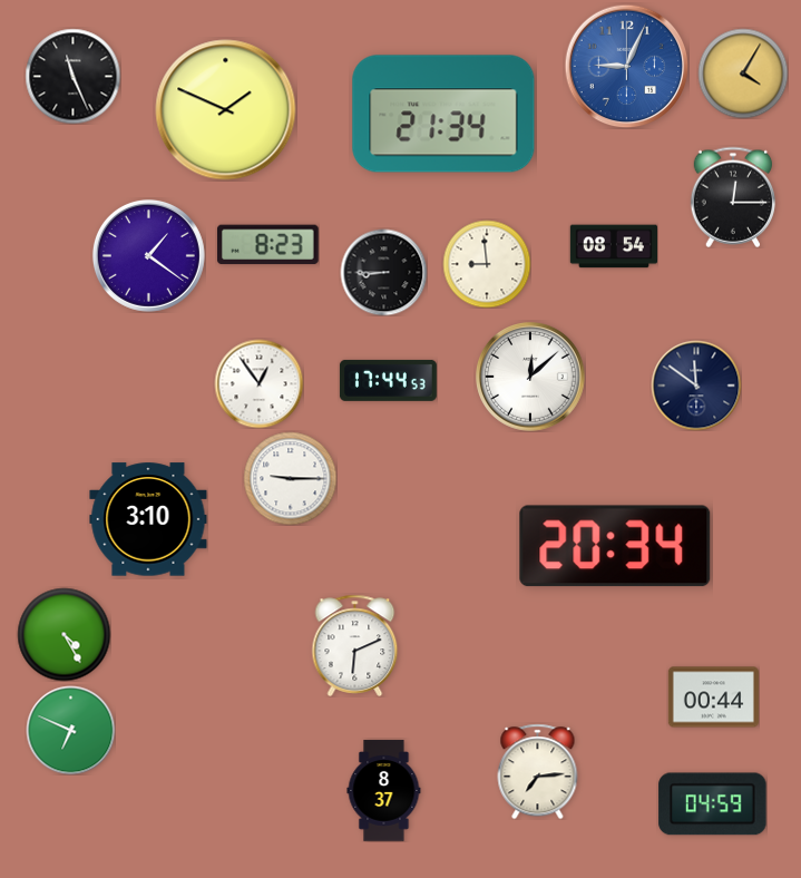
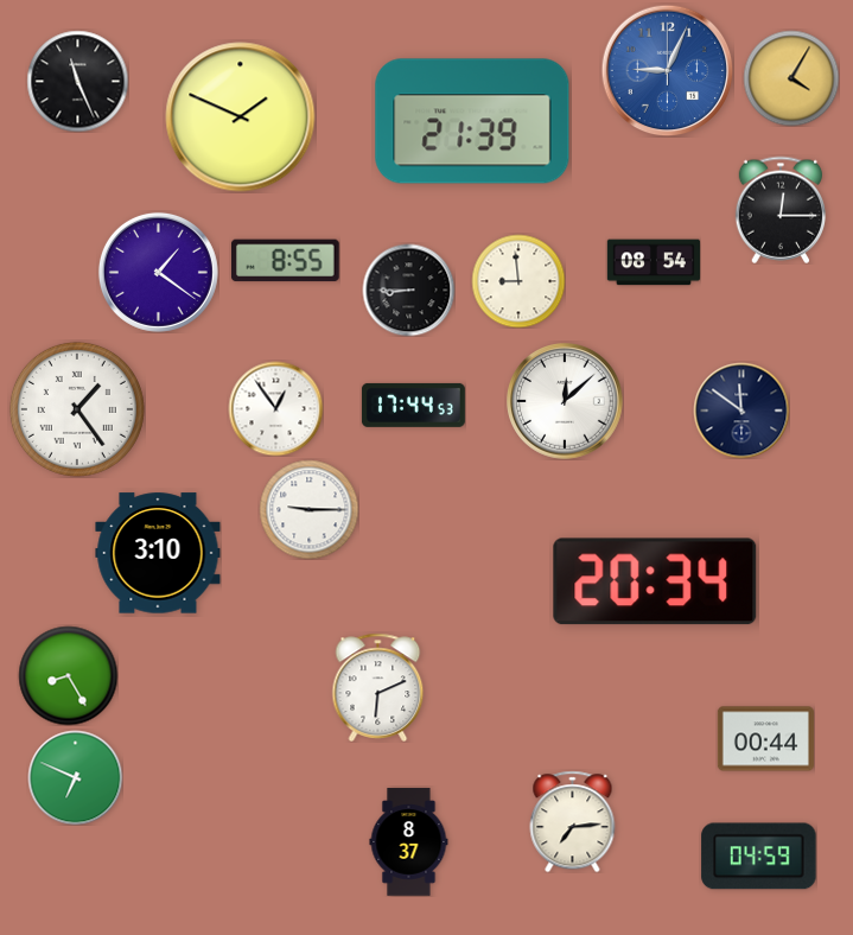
clock at (443, 114): 21:34 -> 21:39
clock at (267, 245): 8:23 -> 8:55
clock at (77, 409): none -> 1:24
clock at (64, 634): 4:25 -> 8:25
clock at (713, 697) position: (713, 697) -> (765, 739)
